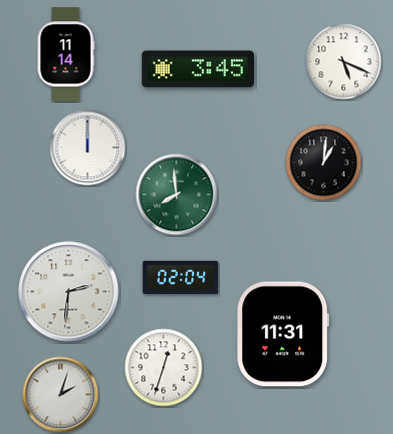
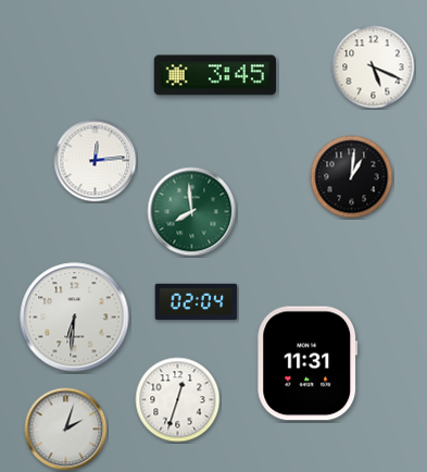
clock at (66, 54): 11:14 -> none
clock at (88, 148): 12:00 -> 12:14
clock at (69, 292): 2:31 -> 6:31
